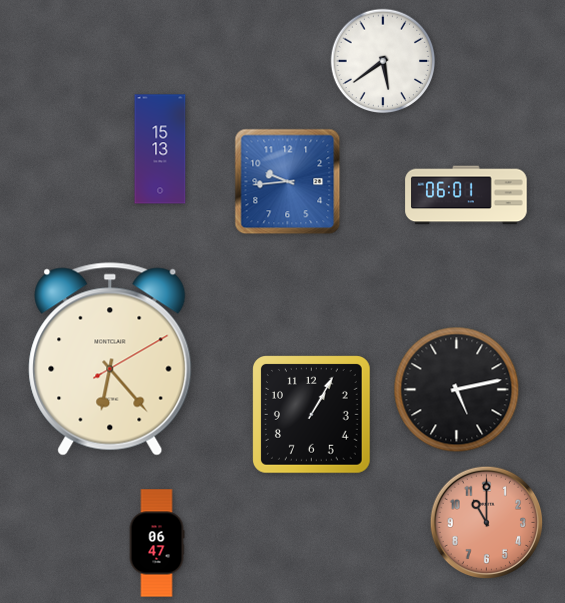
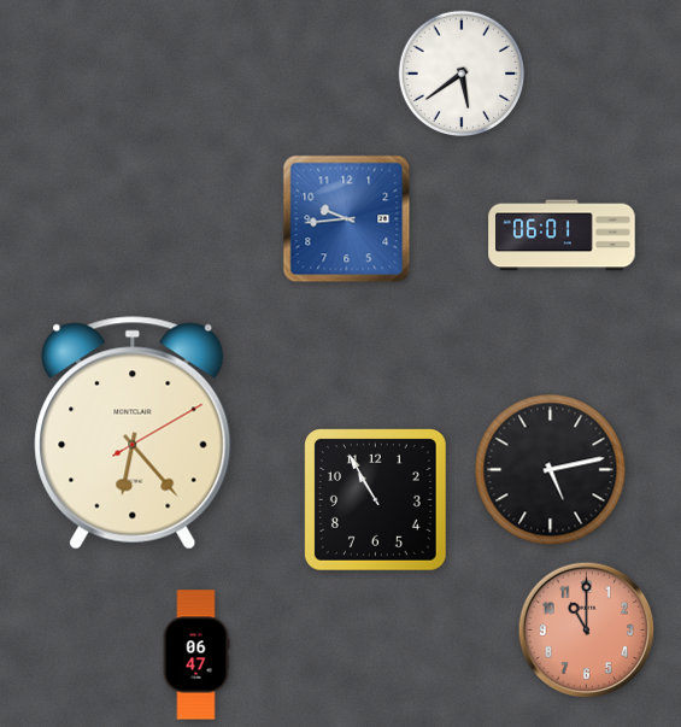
clock at (160, 149): 15:13 -> none
clock at (312, 415): 1:05 -> 10:55
clock at (157, 543) position: (157, 543) -> (196, 655)
